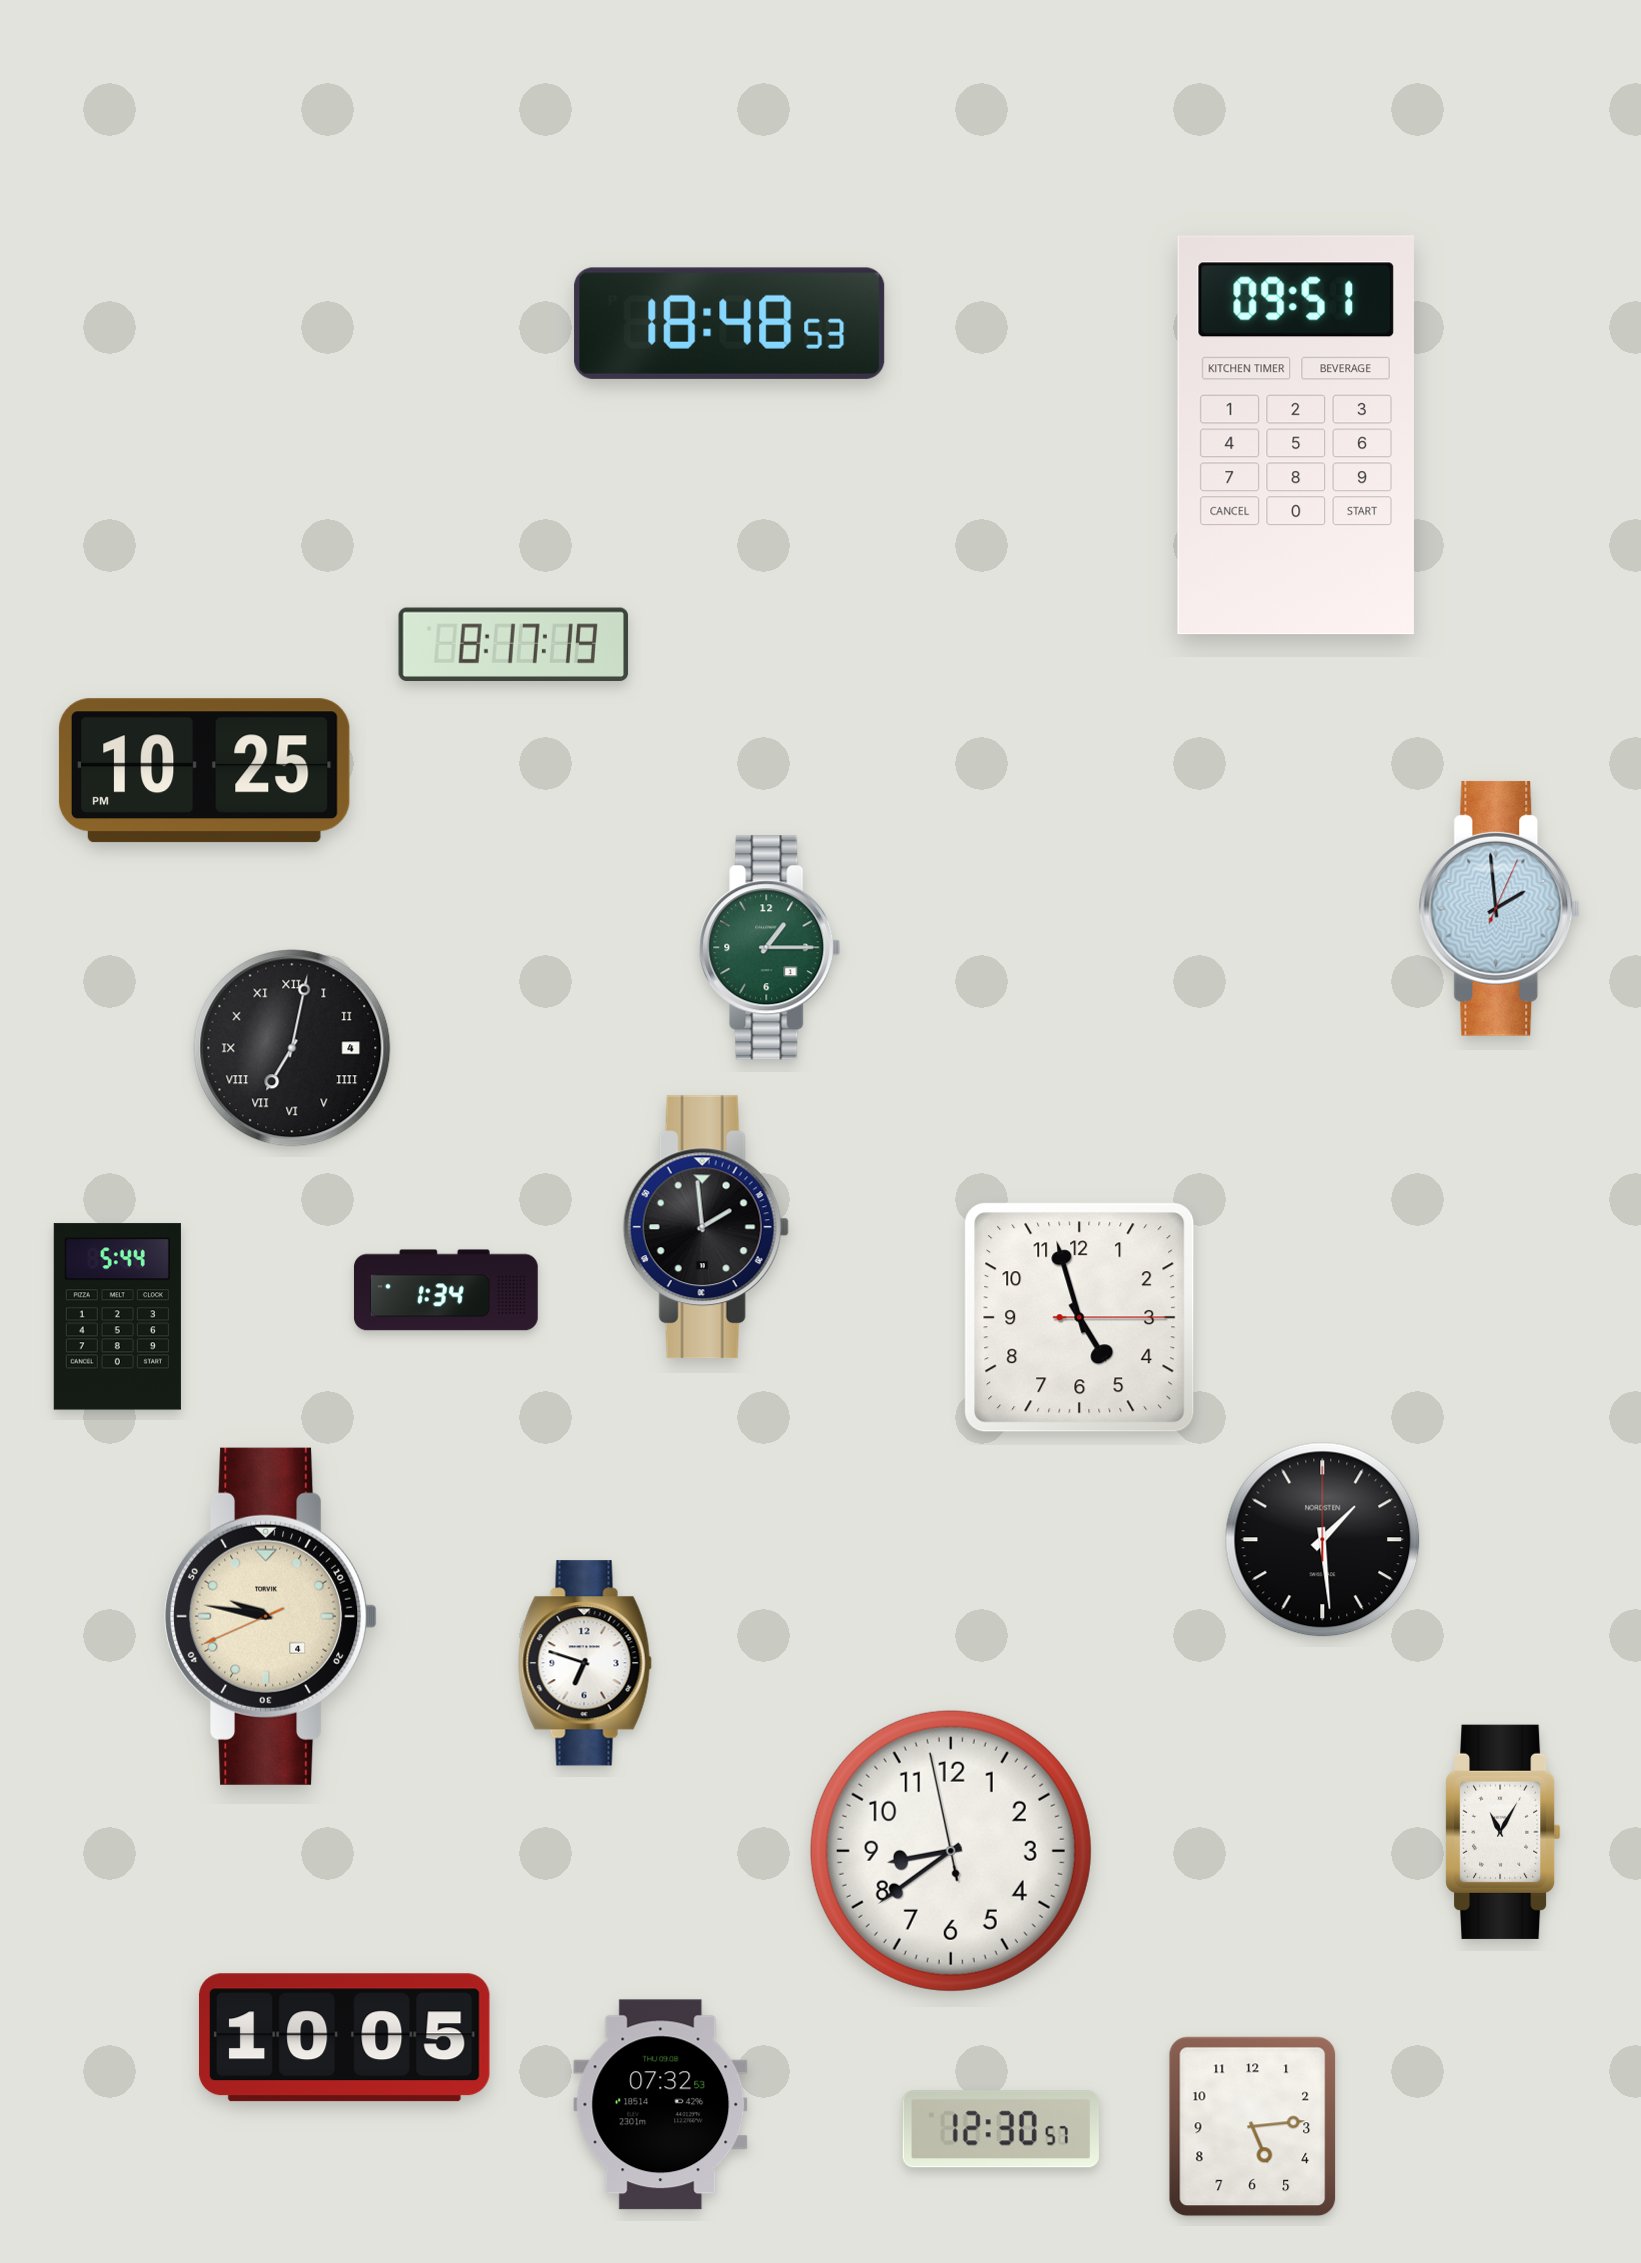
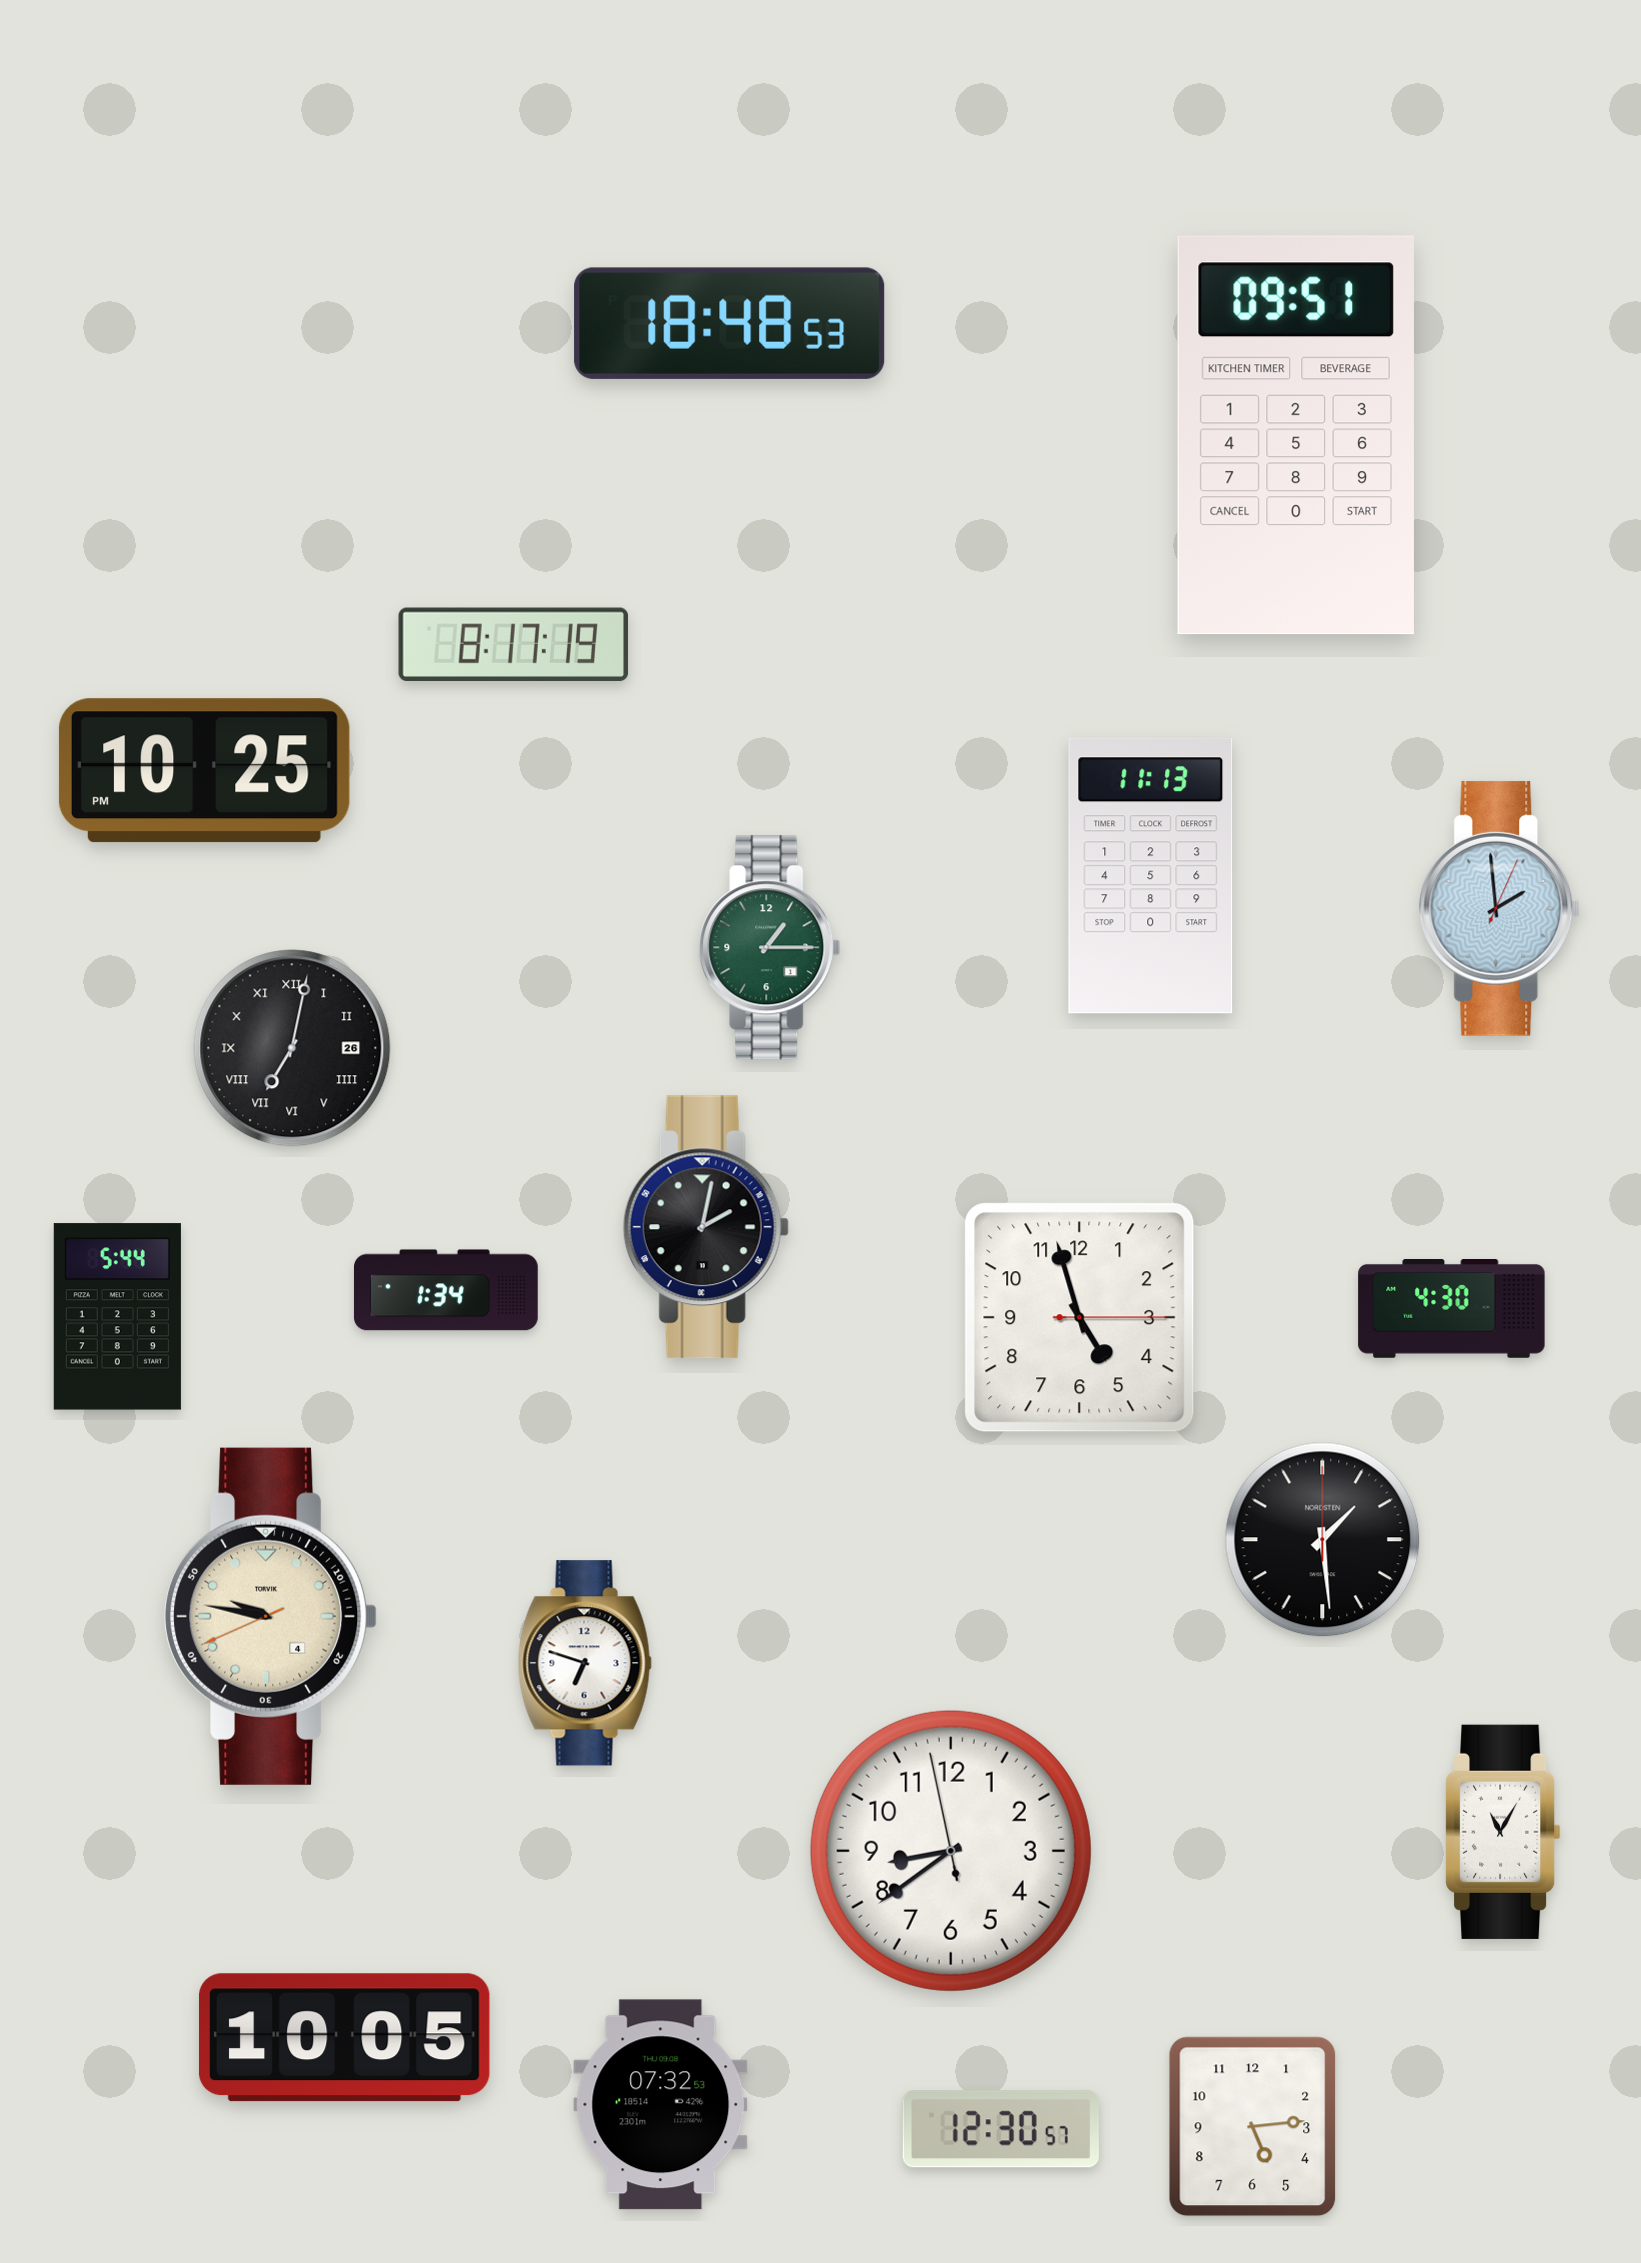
clock at (1151, 876): none -> 11:13
clock at (292, 1048) date: 4 -> 26
clock at (706, 1227): 1:59 -> 2:02
clock at (1452, 1309): none -> 4:30
